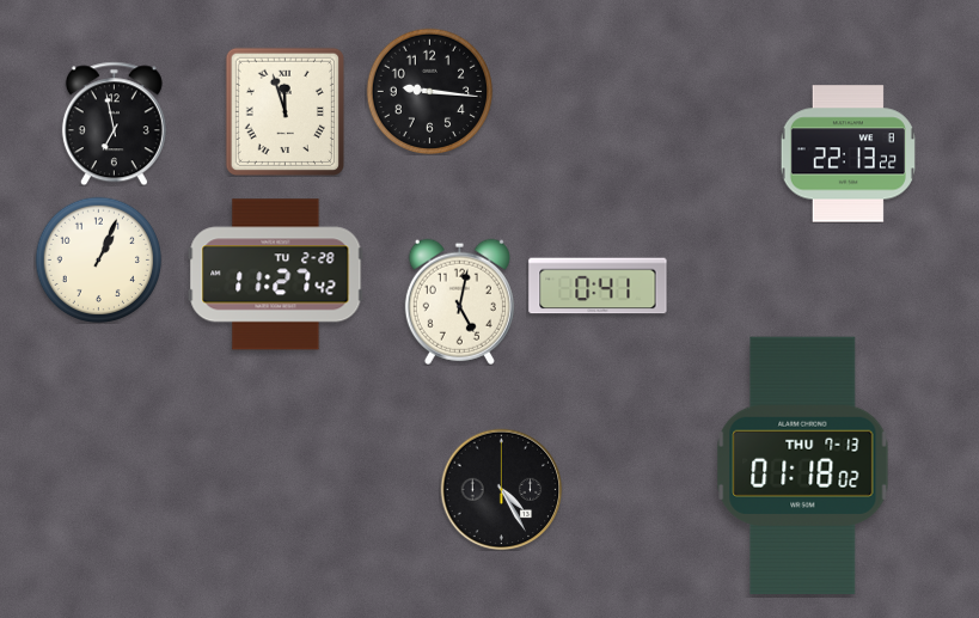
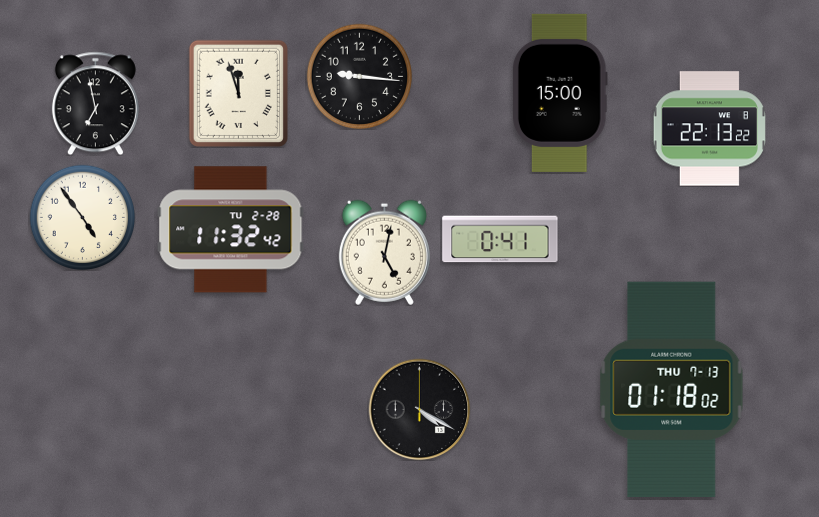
clock at (560, 93): none -> 15:00
clock at (98, 259): 1:04 -> 4:54
clock at (276, 275): 11:27 -> 11:32
clock at (501, 489): 4:25 -> 4:20
